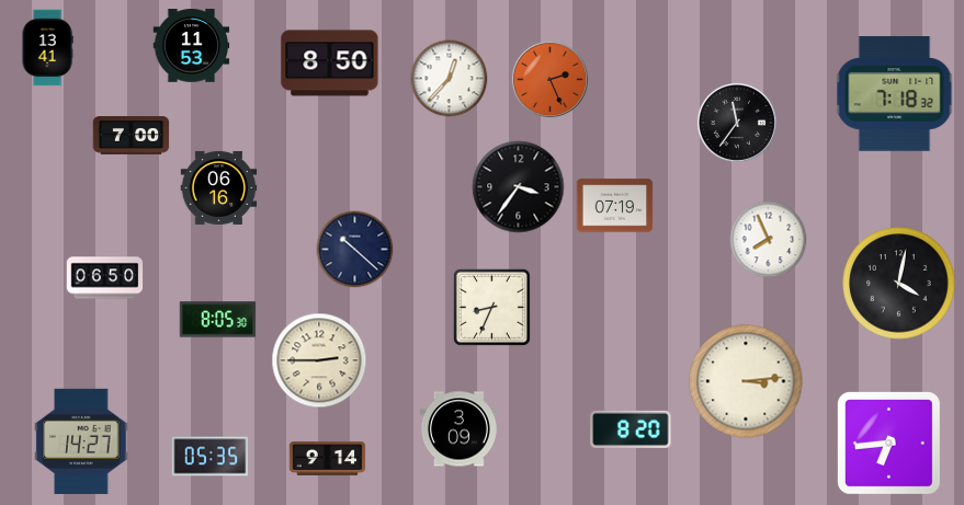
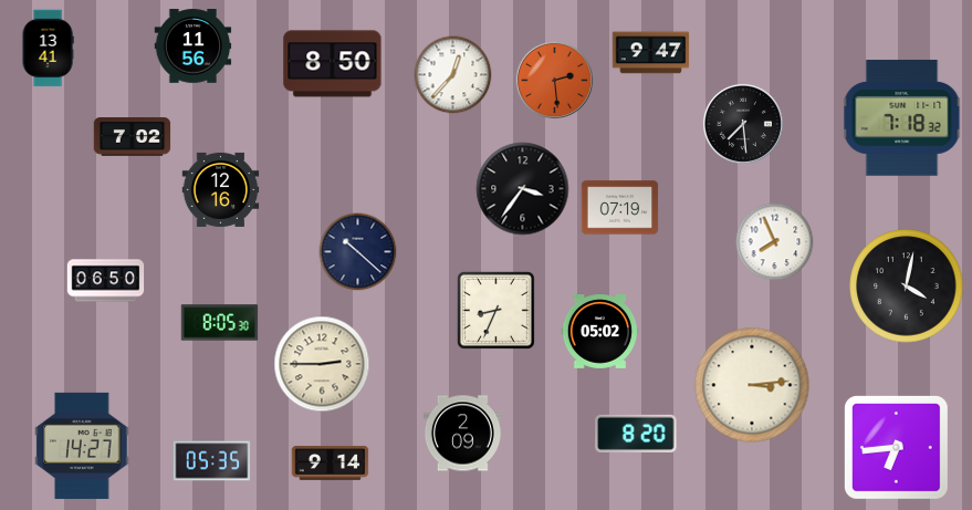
clock at (192, 46): 11:53 -> 11:56
clock at (651, 53): none -> 9:47
clock at (450, 79) position: (450, 79) -> (453, 75)
clock at (549, 79): 2:26 -> 2:29
clock at (895, 94) position: (895, 94) -> (902, 118)
clock at (737, 123): 11:36 -> 7:29
clock at (132, 136): 7:00 -> 7:02
clock at (219, 187): 06:16 -> 12:16
clock at (600, 332): none -> 05:02
clock at (458, 429): 3:09 -> 2:09
